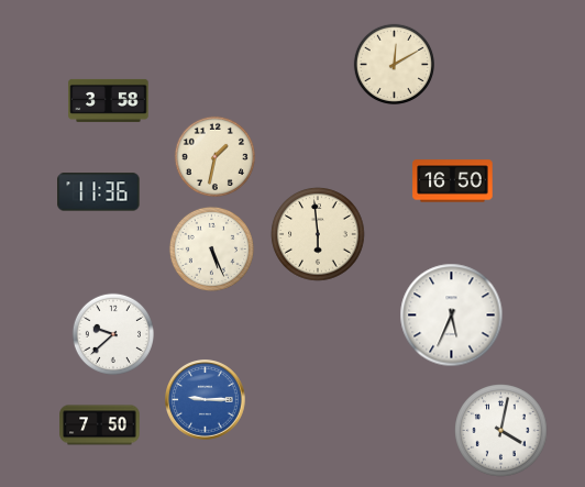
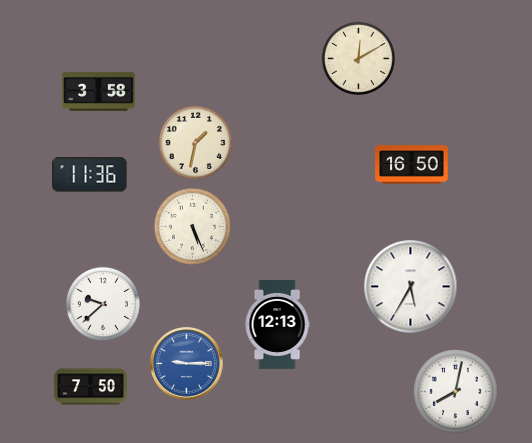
clock at (318, 234): 5:59 -> none
clock at (452, 316): 5:34 -> 5:35
clock at (277, 324): none -> 12:13
clock at (501, 431): 4:02 -> 8:02
